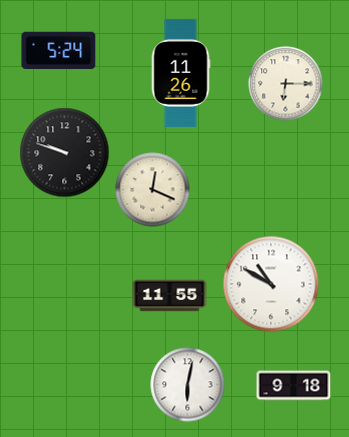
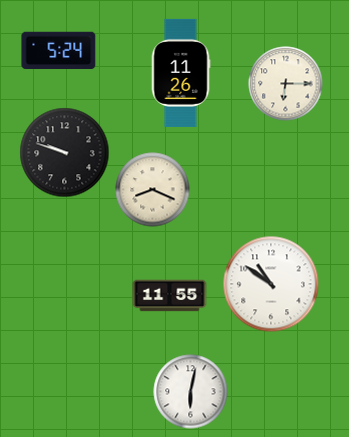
clock at (153, 190): 12:19 -> 8:19
clock at (271, 284): 10:50 -> 10:51
clock at (188, 385) position: (188, 385) -> (191, 392)
clock at (294, 386): 9:18 -> none
